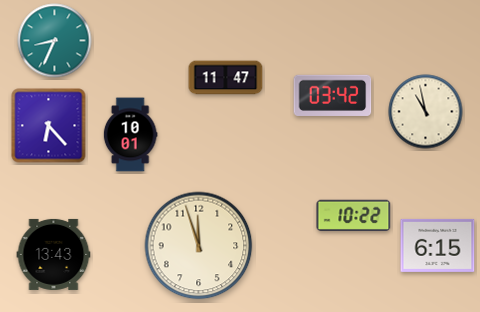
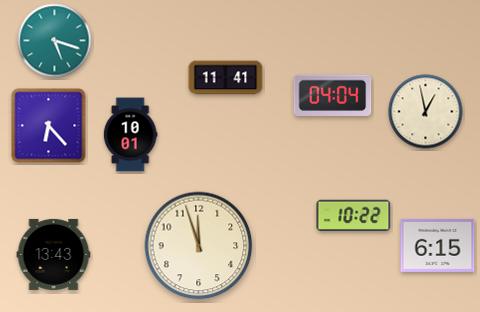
clock at (55, 41): 8:34 -> 5:18
clock at (226, 78): 11:47 -> 11:41
clock at (333, 95): 03:42 -> 04:04
clock at (426, 112): 10:58 -> 12:58
